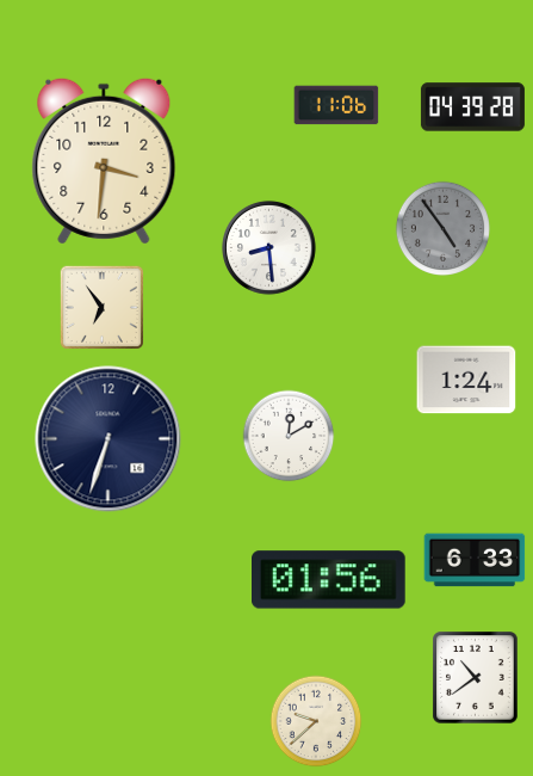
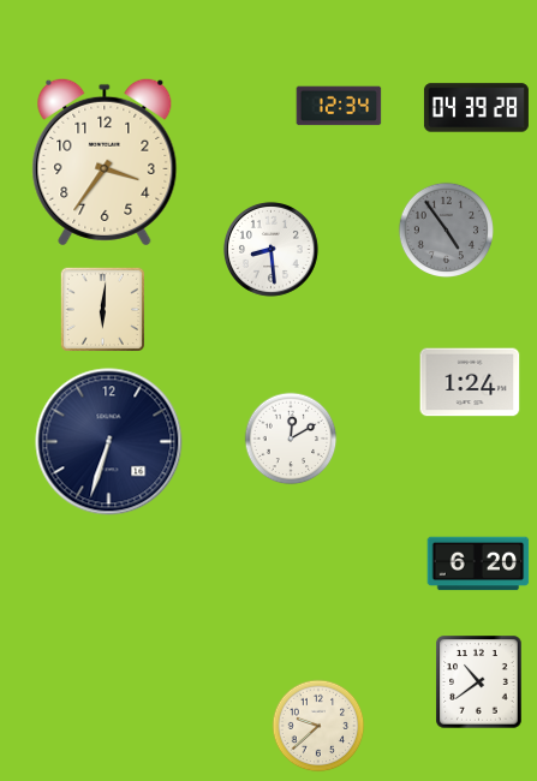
clock at (336, 105): 11:06 -> 12:34
clock at (104, 161): 3:31 -> 3:36
clock at (101, 307): 6:54 -> 6:01
clock at (475, 560): 6:33 -> 6:20
clock at (329, 580): 01:56 -> none
